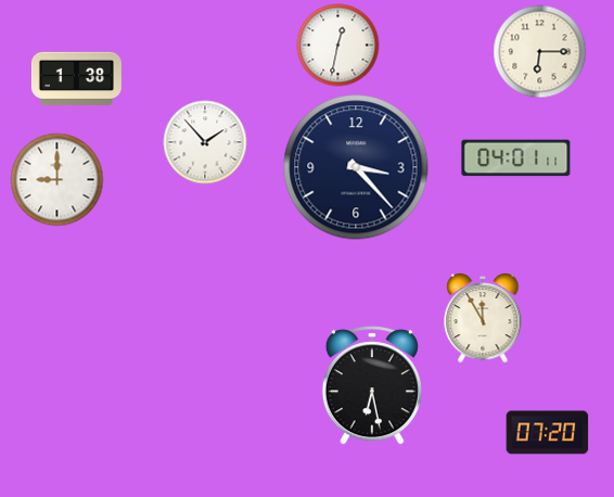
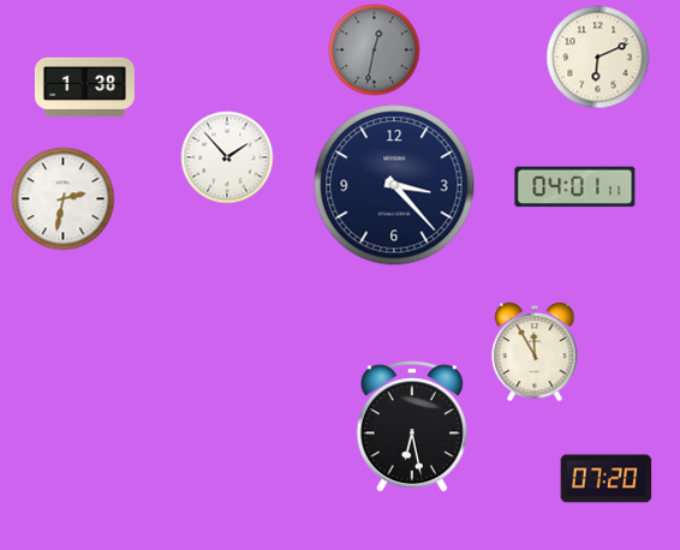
clock at (338, 46) dial: white -> grey
clock at (540, 52): 6:15 -> 6:11
clock at (516, 158) position: (516, 158) -> (575, 187)
clock at (57, 180): 9:00 -> 2:32
